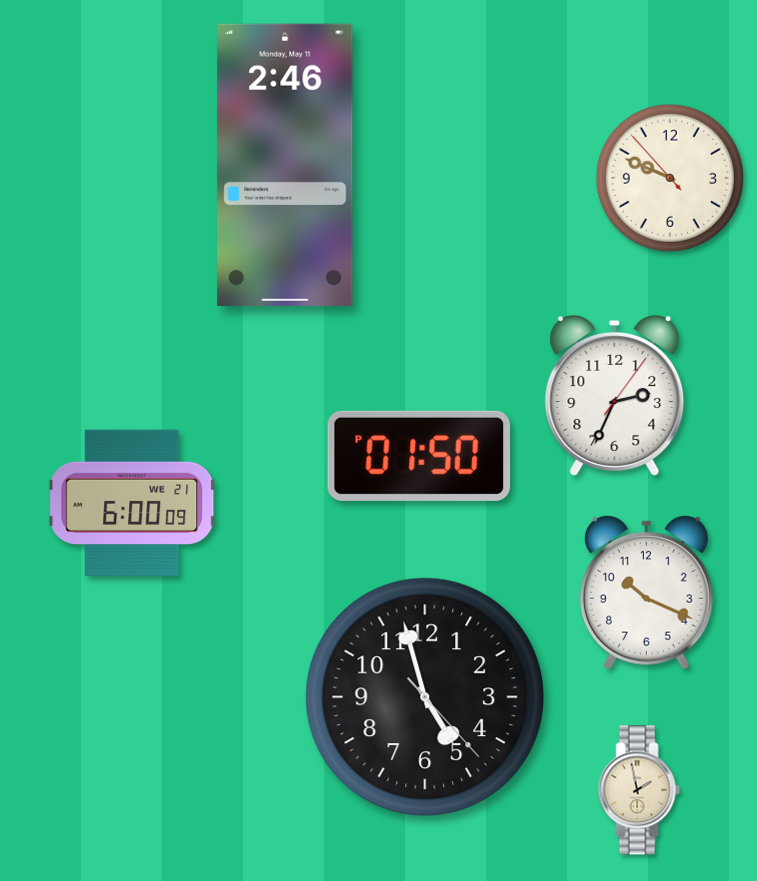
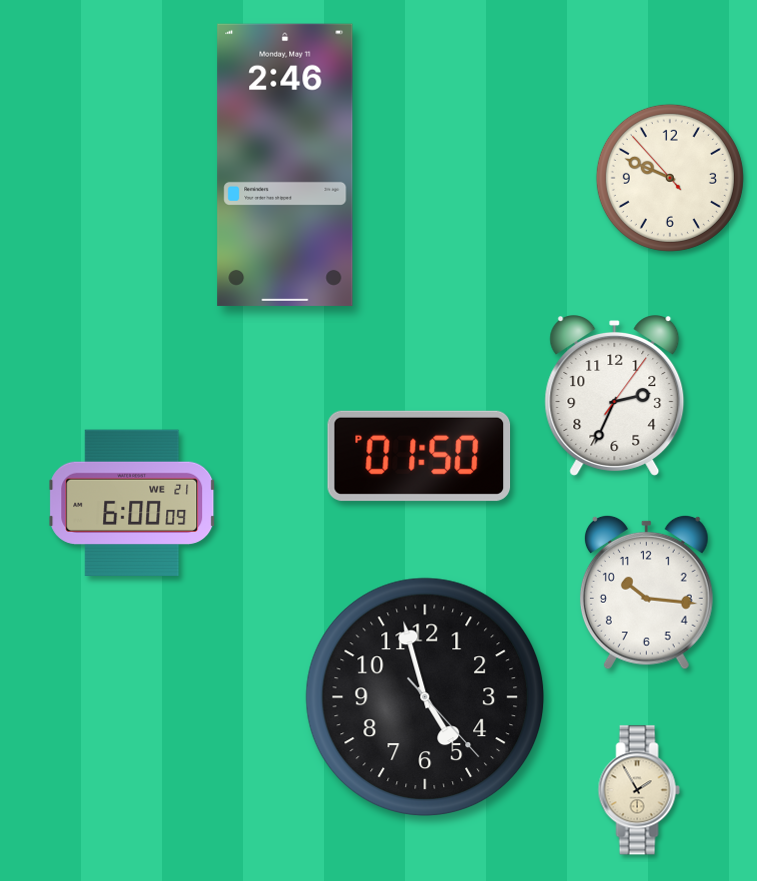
clock at (646, 592): 10:19 -> 10:16
clock at (639, 790): 1:58 -> 1:55
